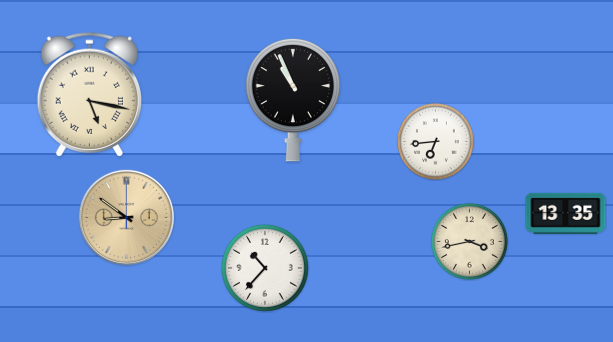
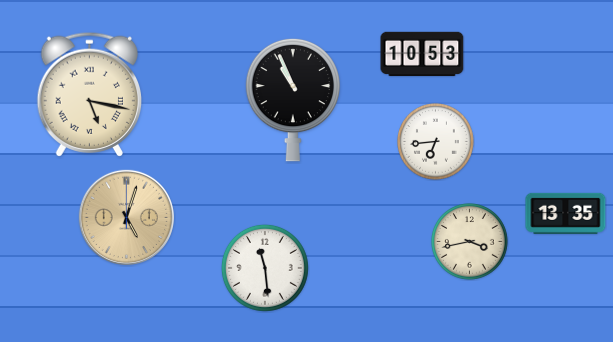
clock at (422, 54): none -> 10:53
clock at (126, 217): 8:51 -> 5:03
clock at (265, 268): 10:37 -> 11:29
